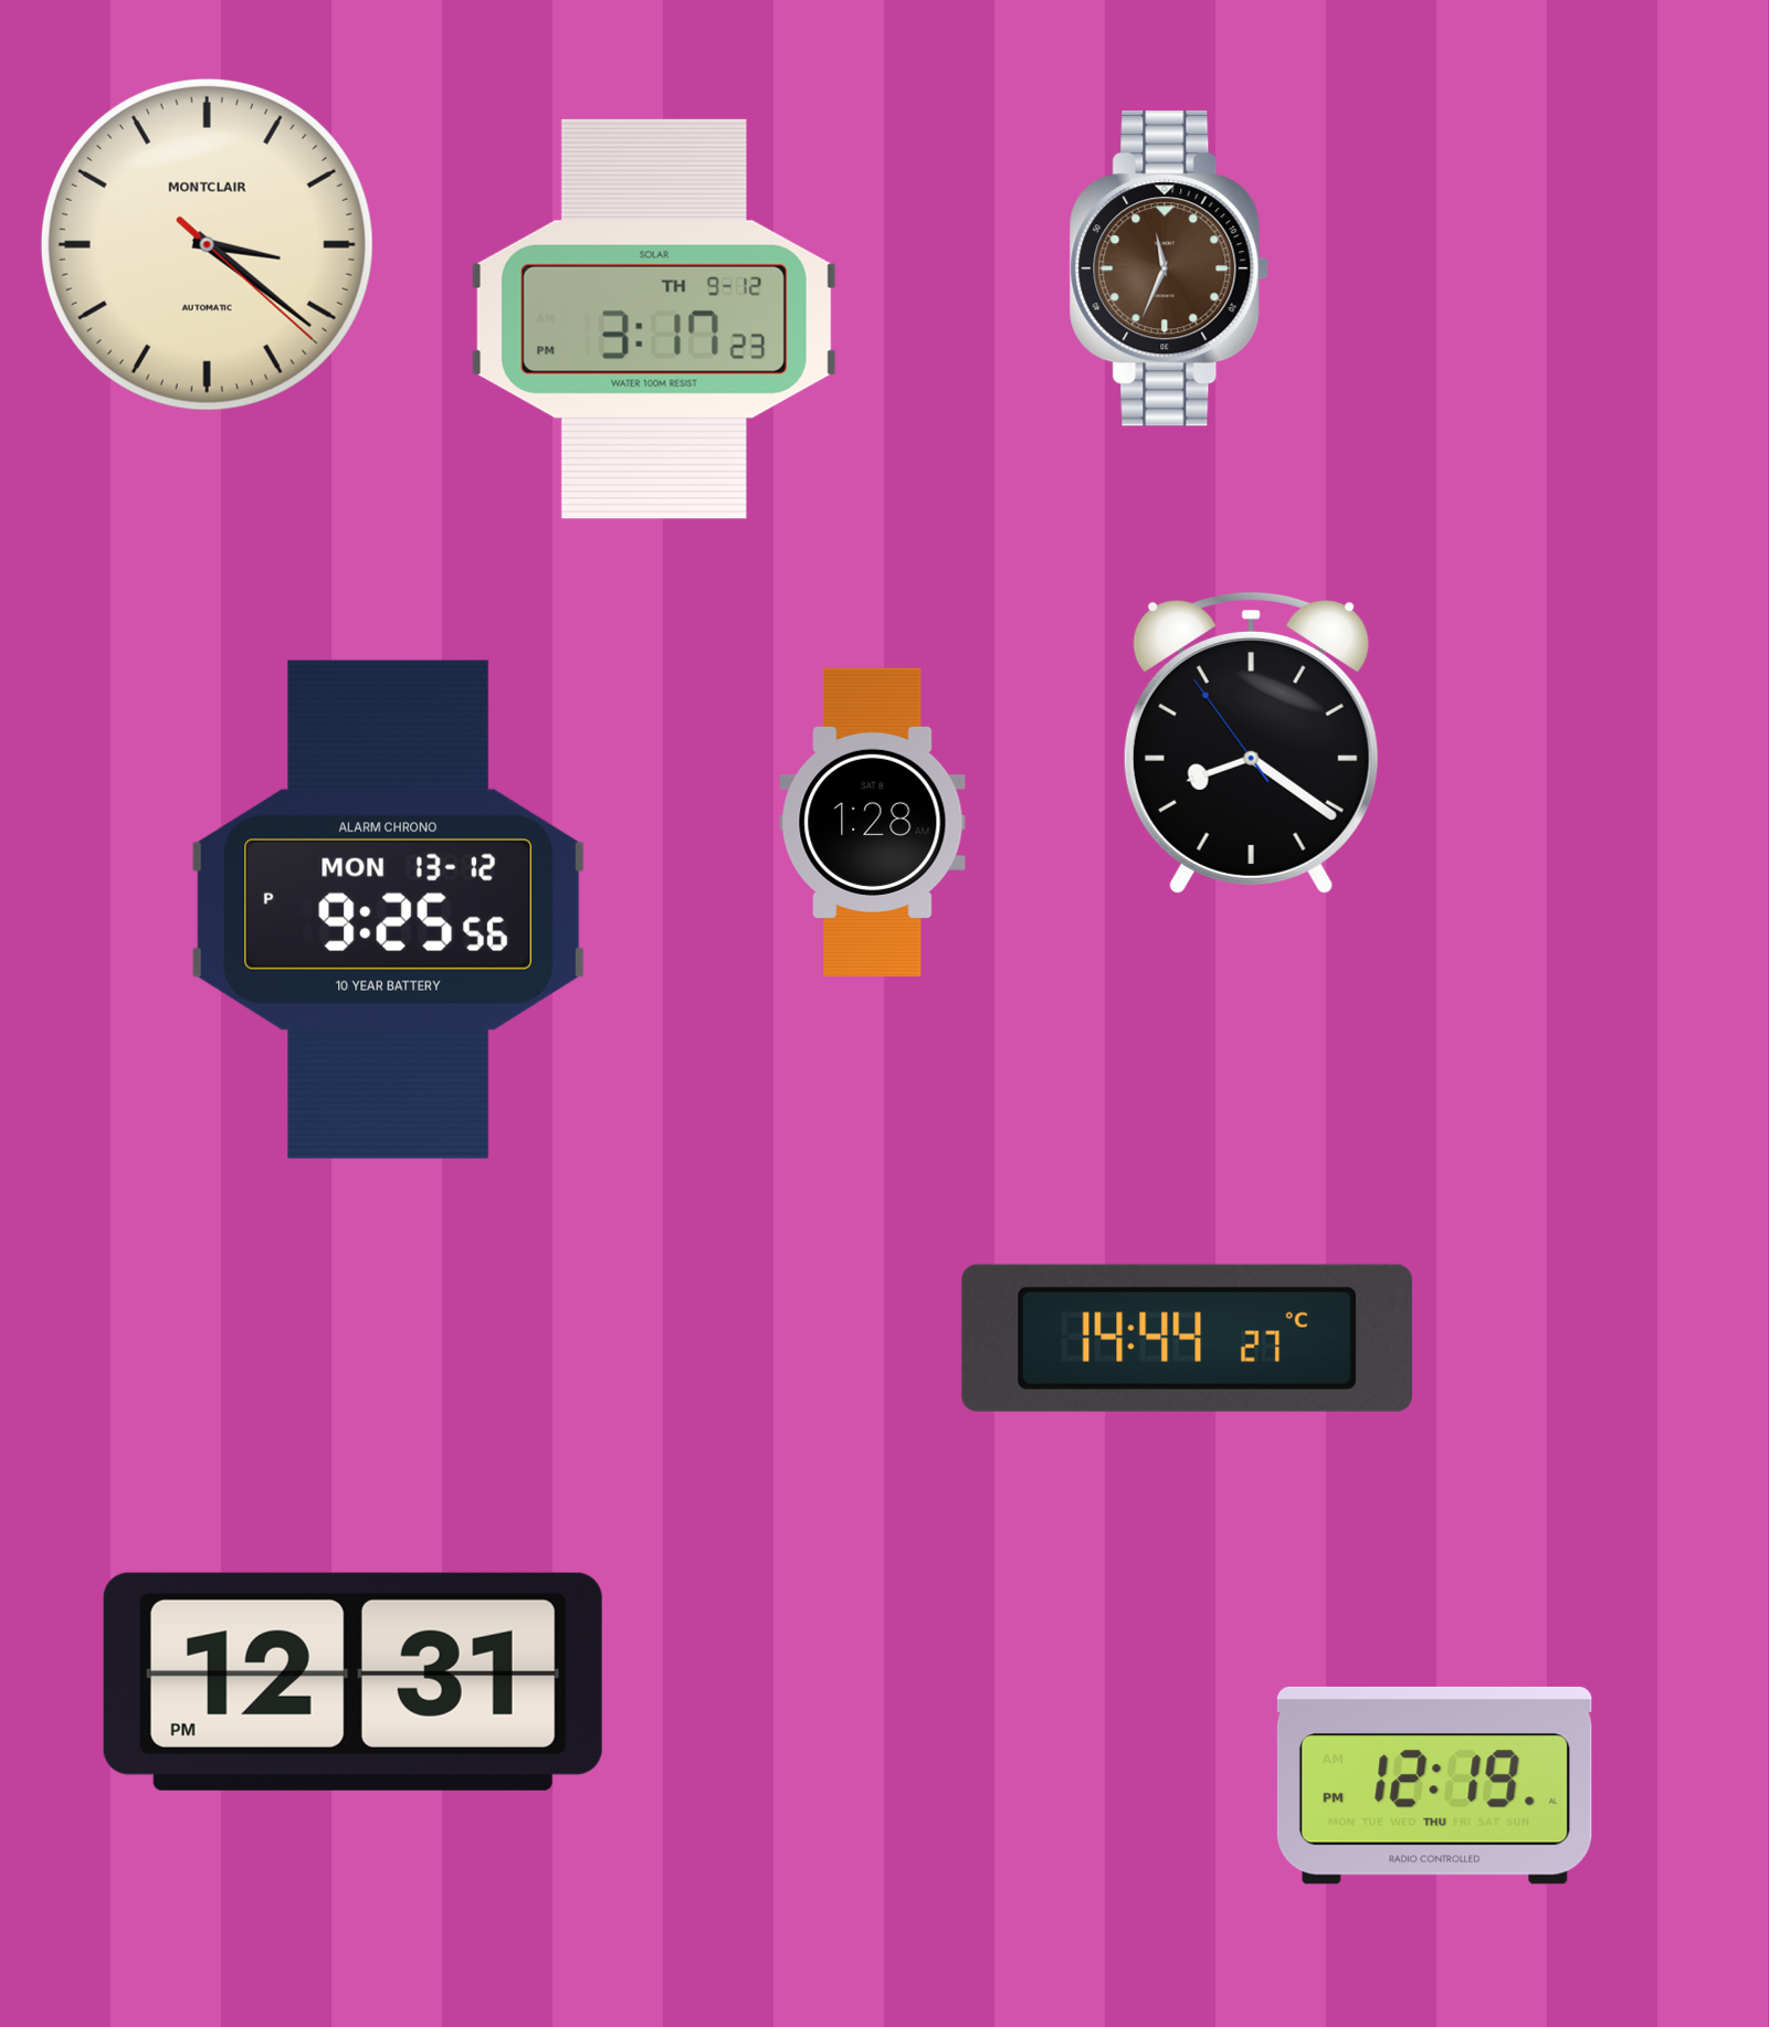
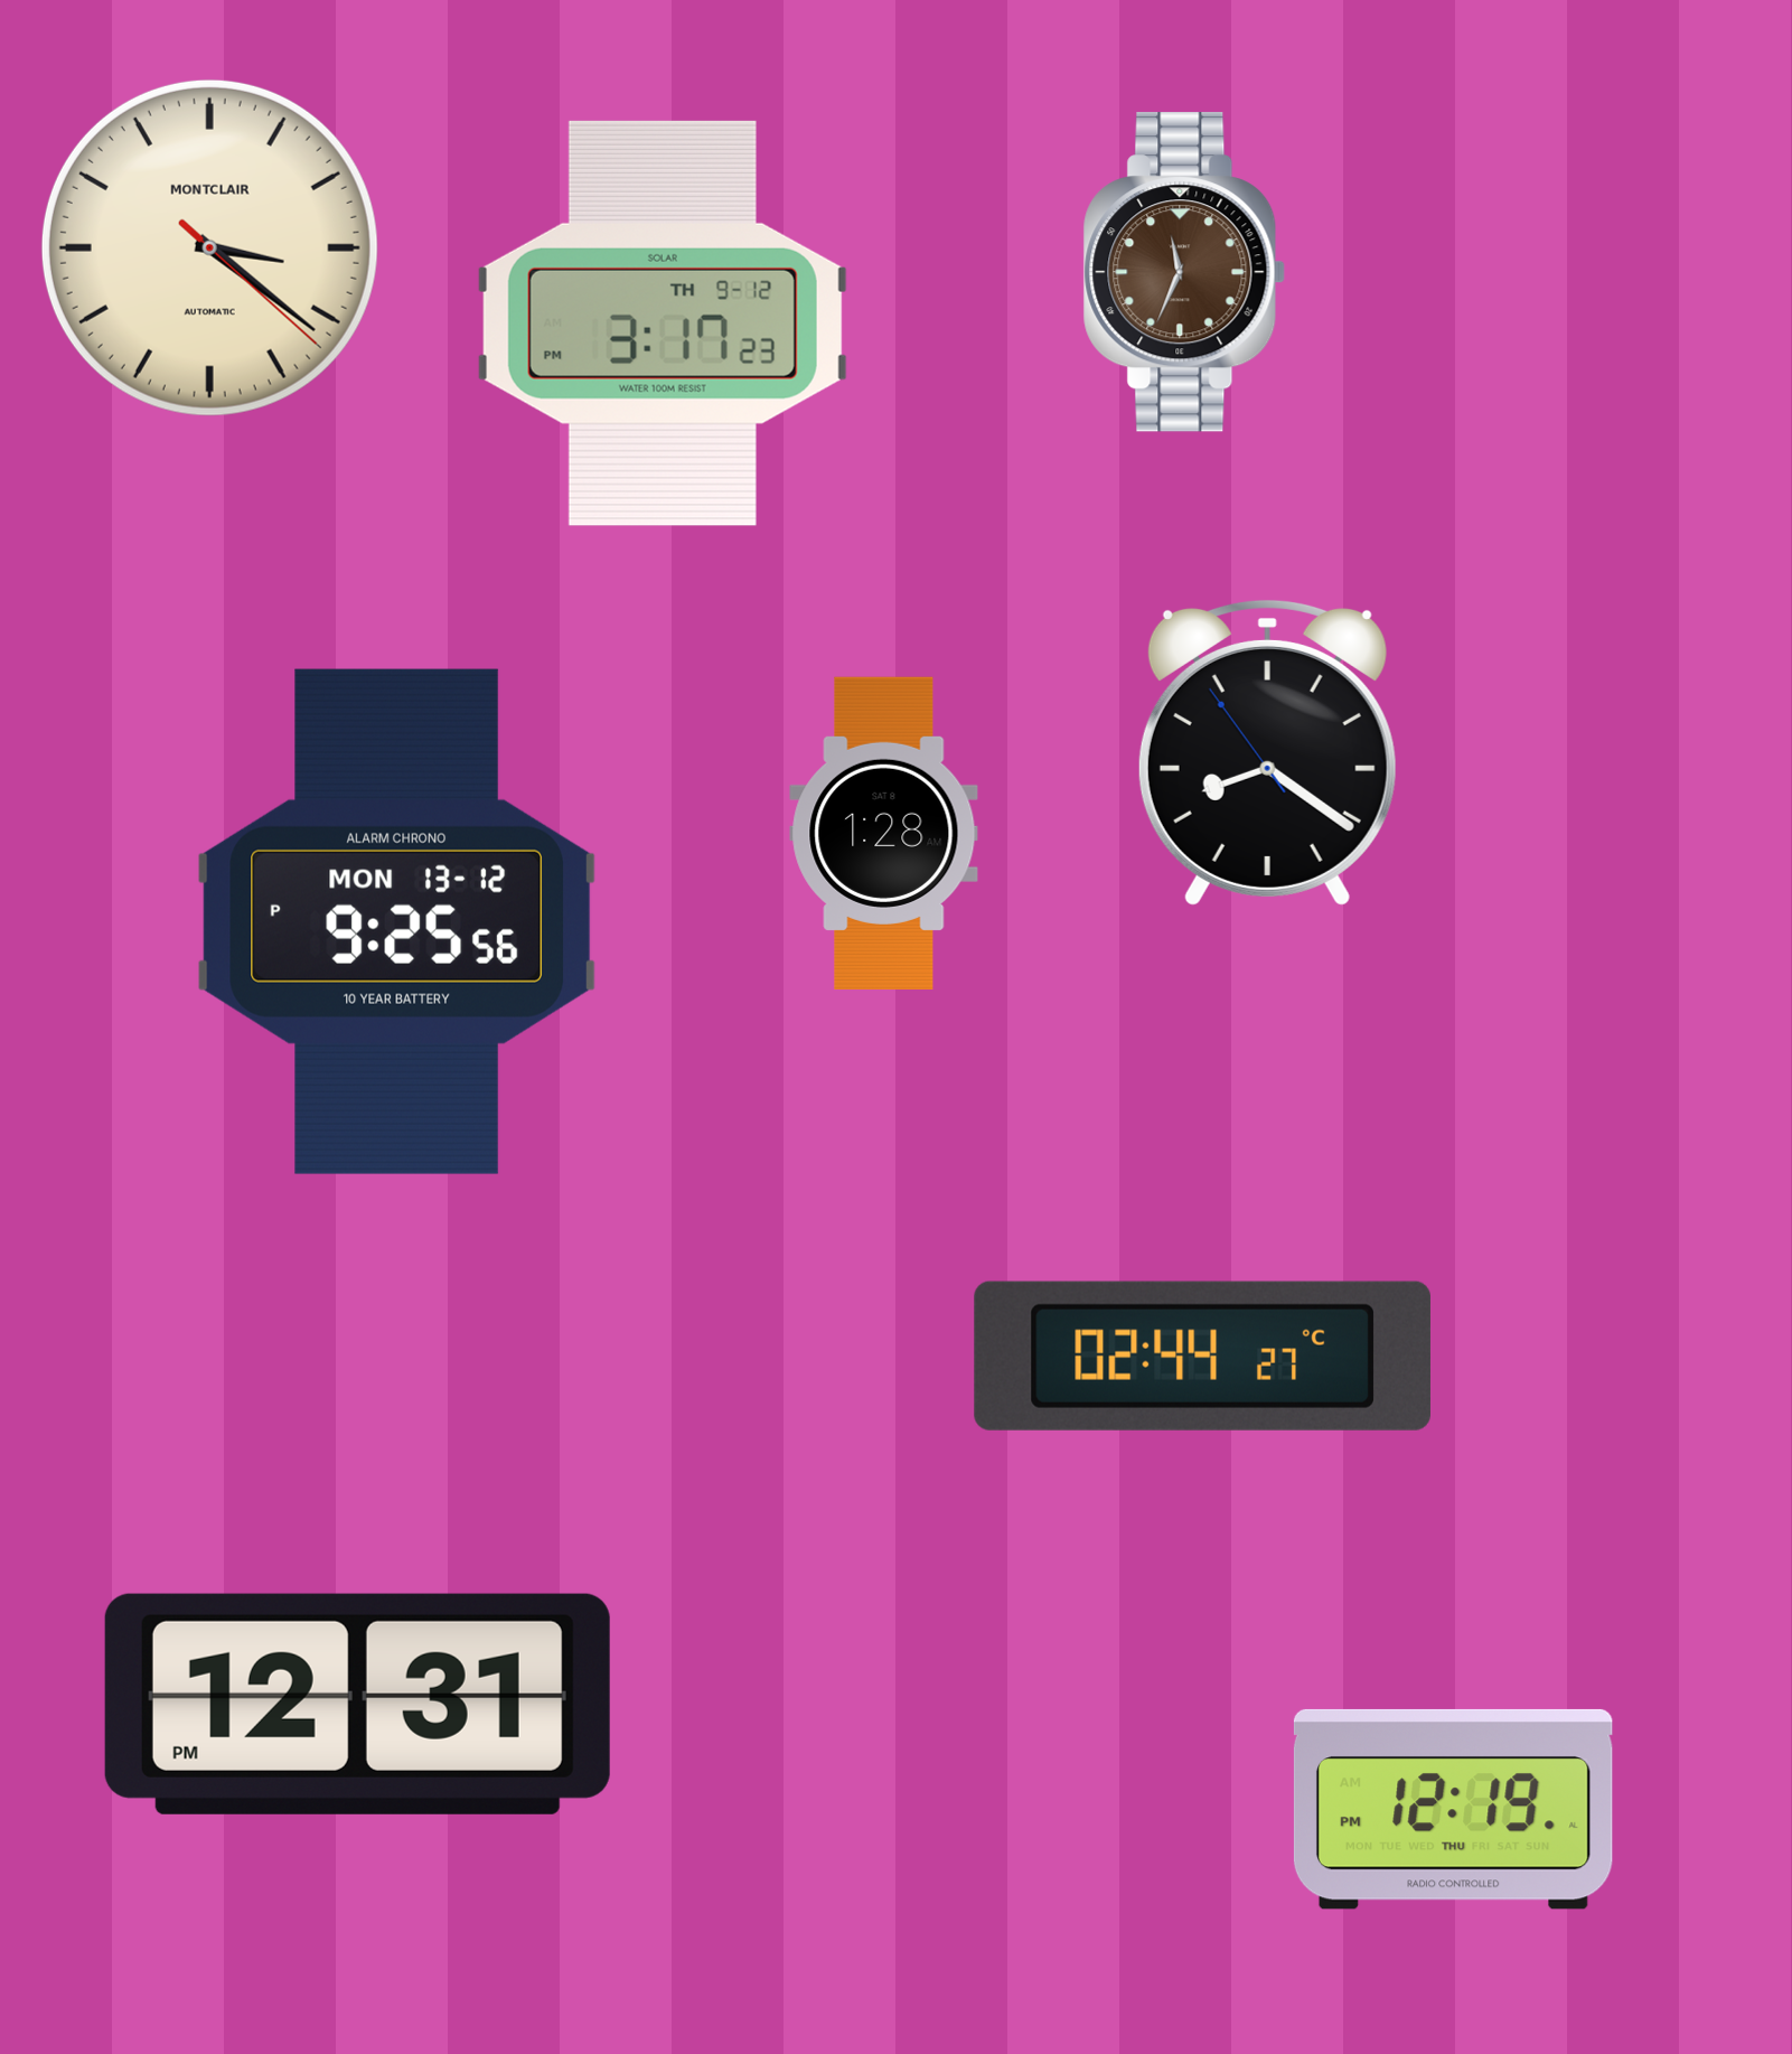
clock at (388, 909) position: (388, 909) -> (396, 921)
clock at (1187, 1338): 14:44 -> 02:44
